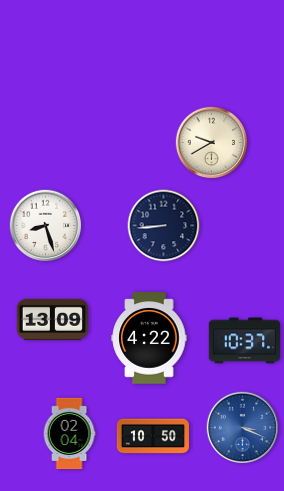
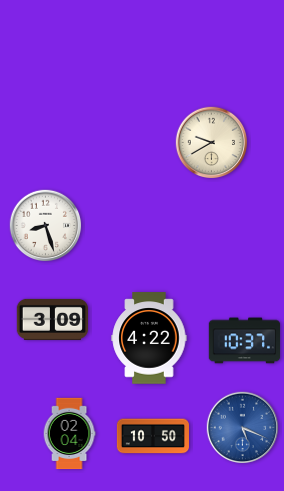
clock at (164, 226): 8:44 -> none
clock at (53, 319): 13:09 -> 3:09
clock at (243, 428): 3:19 -> 5:19
